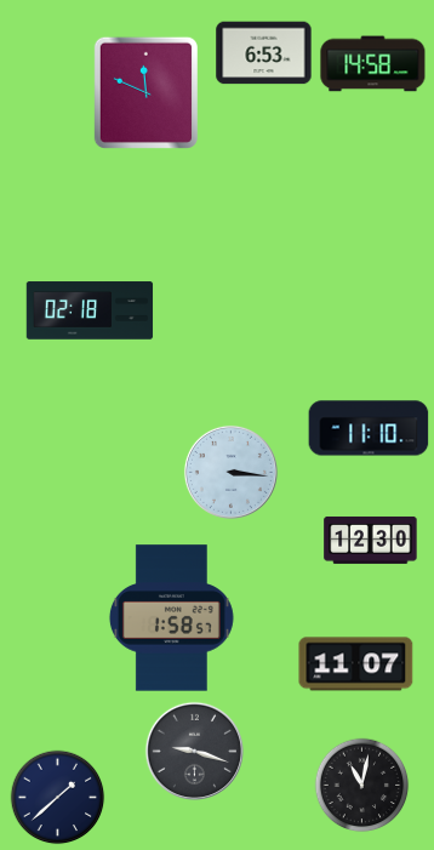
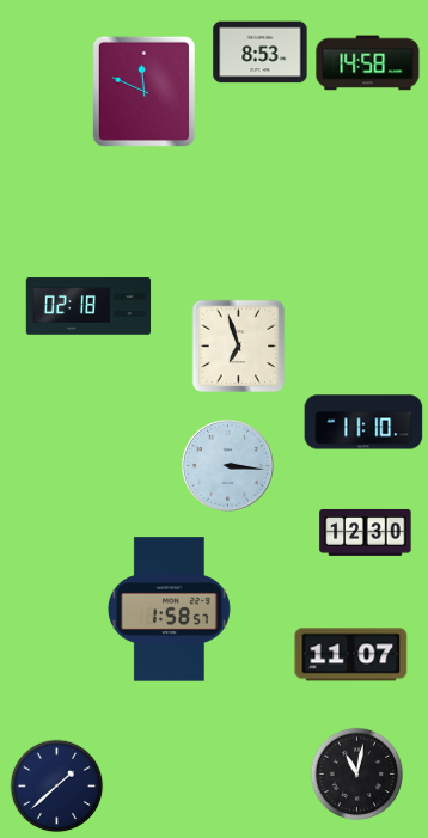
clock at (264, 53): 6:53 -> 8:53
clock at (238, 345): none -> 6:57
clock at (194, 751): 9:18 -> none
